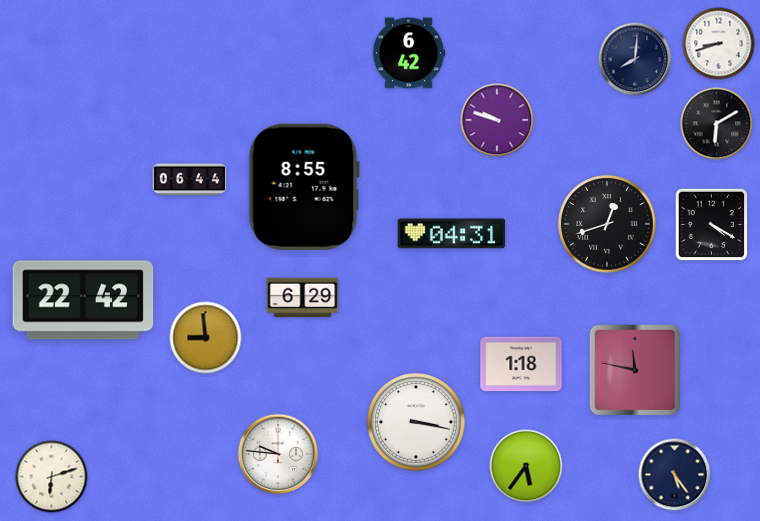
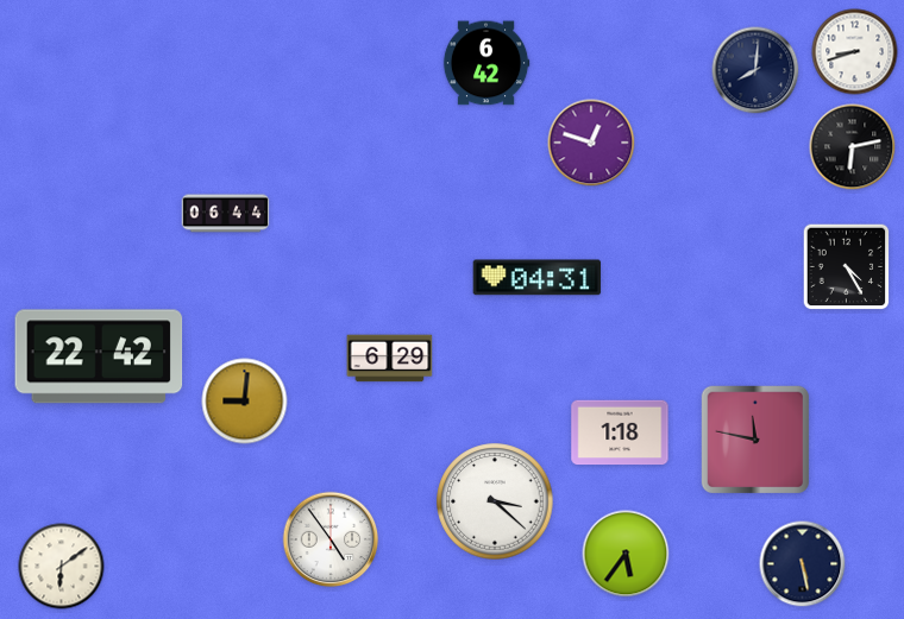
clock at (497, 120): 9:48 -> 12:48
clock at (717, 124): 6:10 -> 6:13
clock at (304, 187): 8:55 -> none
clock at (607, 224): 12:42 -> none
clock at (712, 225): 4:20 -> 4:25
clock at (303, 298) position: (303, 298) -> (390, 359)
clock at (206, 338): 8:59 -> 9:01
clock at (416, 422): 3:17 -> 3:22
clock at (278, 454): 9:46 -> 4:54
clock at (675, 475): 5:24 -> 5:28
clock at (52, 477): 6:12 -> 6:09
